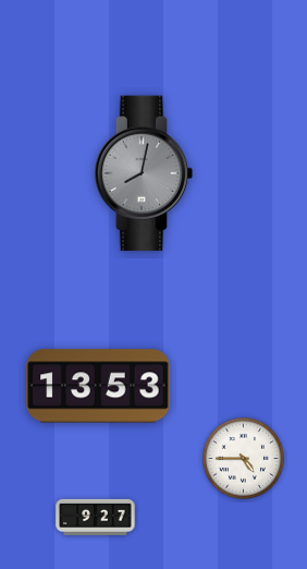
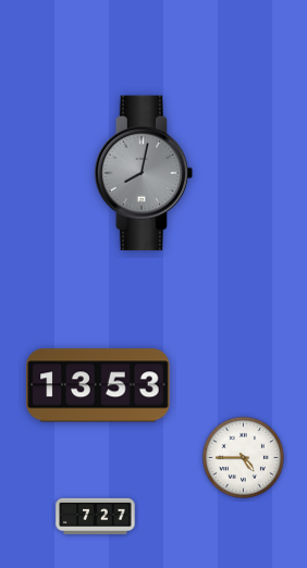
clock at (96, 517): 9:27 -> 7:27
